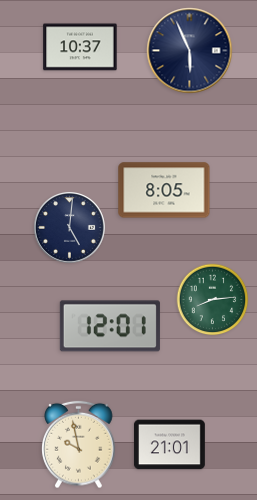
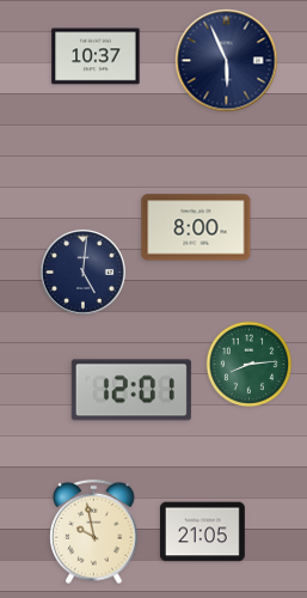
clock at (164, 190): 8:05 -> 8:00
clock at (213, 300) position: (213, 300) -> (250, 365)
clock at (169, 445): 21:01 -> 21:05
